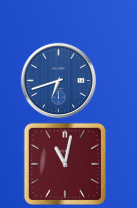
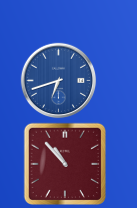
clock at (64, 163): 11:02 -> 10:53
